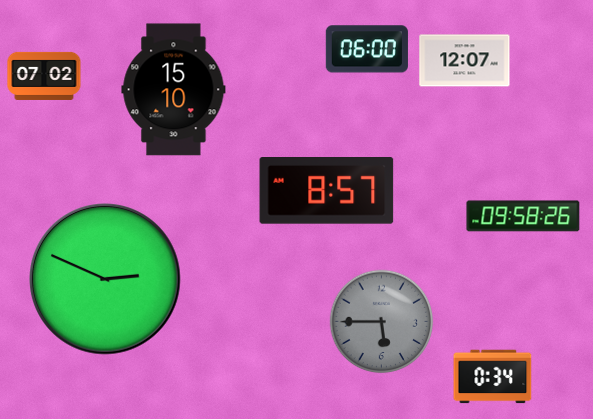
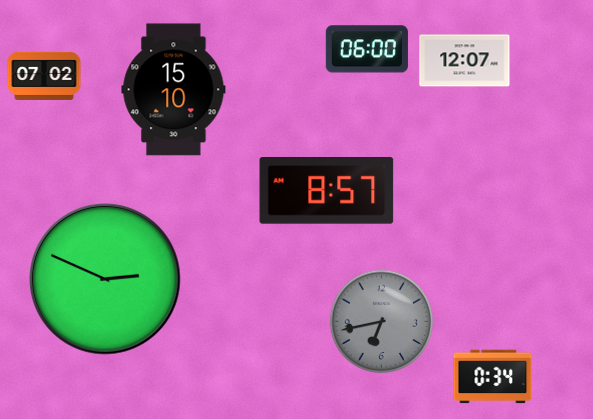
clock at (523, 216): 09:58 -> none
clock at (382, 322): 5:45 -> 6:43
